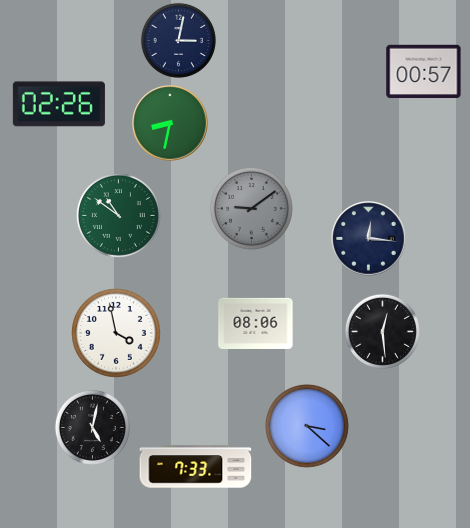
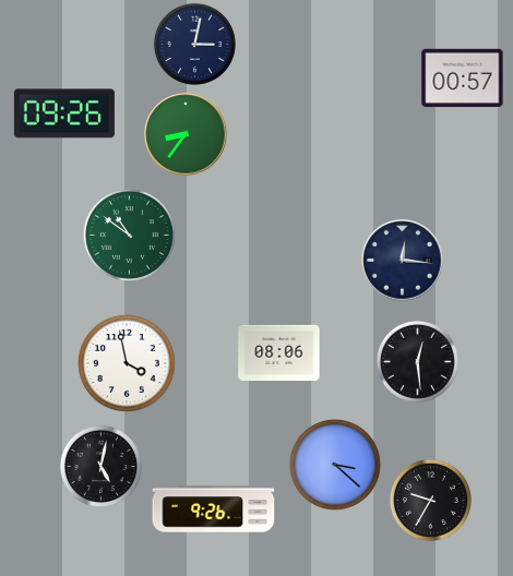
clock at (59, 104): 02:26 -> 09:26
clock at (170, 123): 8:32 -> 8:36
clock at (251, 208): 9:09 -> none
clock at (430, 500): none -> 9:35
clock at (196, 467): 7:33 -> 9:26
